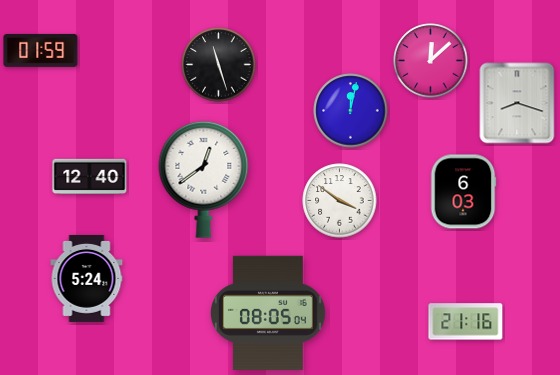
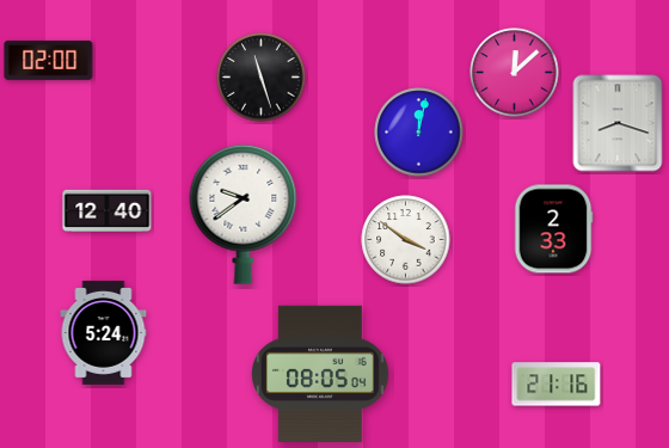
clock at (41, 50): 01:59 -> 02:00
clock at (204, 179): 12:39 -> 9:39
clock at (463, 192): 6:03 -> 2:33
